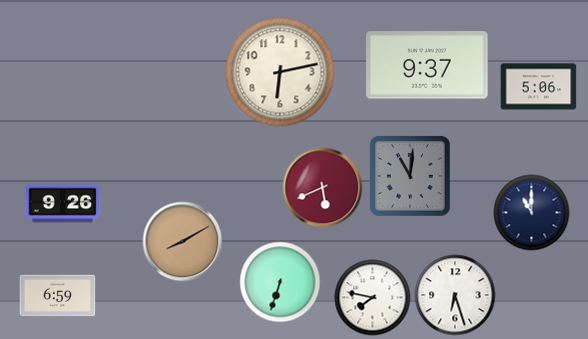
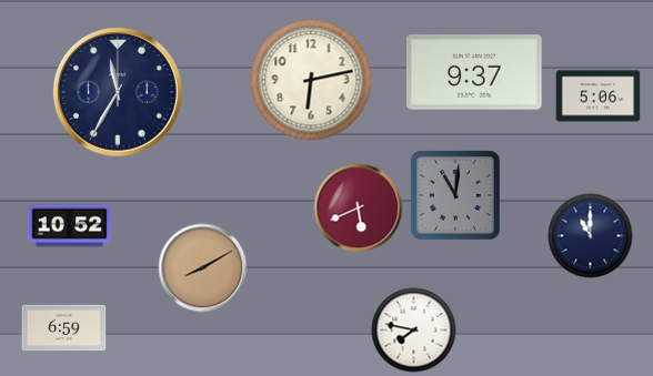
clock at (118, 92): none -> 11:35
clock at (63, 204): 9:26 -> 10:52
clock at (280, 282): 6:33 -> none
clock at (455, 295): 6:27 -> none
